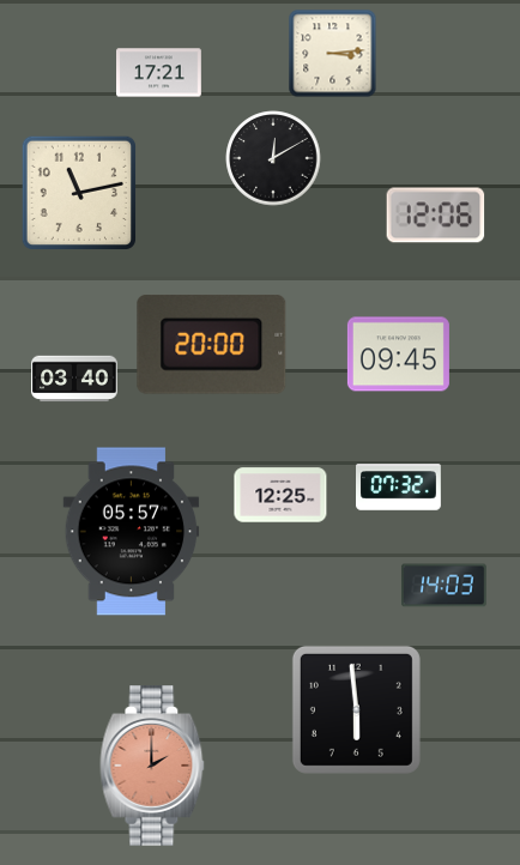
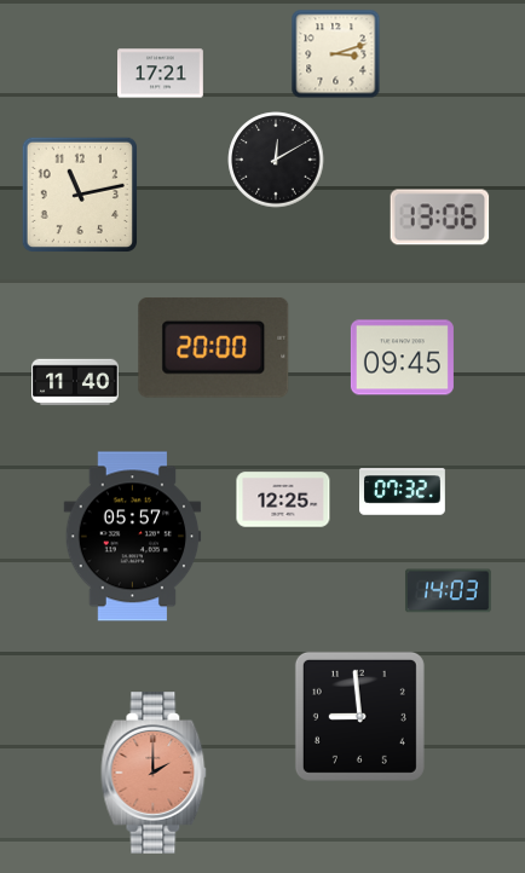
clock at (333, 54): 3:14 -> 3:12
clock at (436, 216): 12:06 -> 13:06
clock at (74, 379): 03:40 -> 11:40
clock at (356, 709): 5:59 -> 8:59
